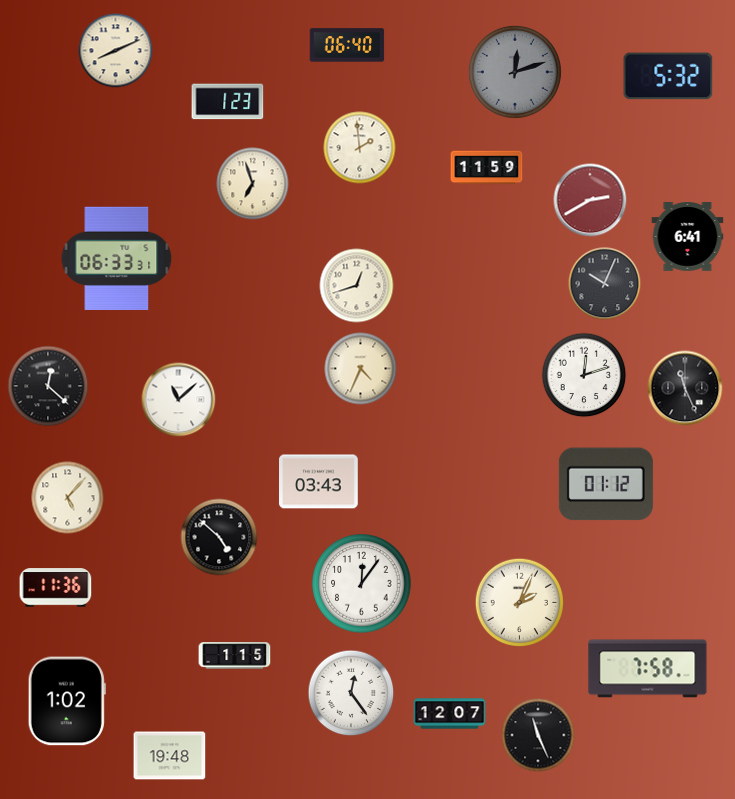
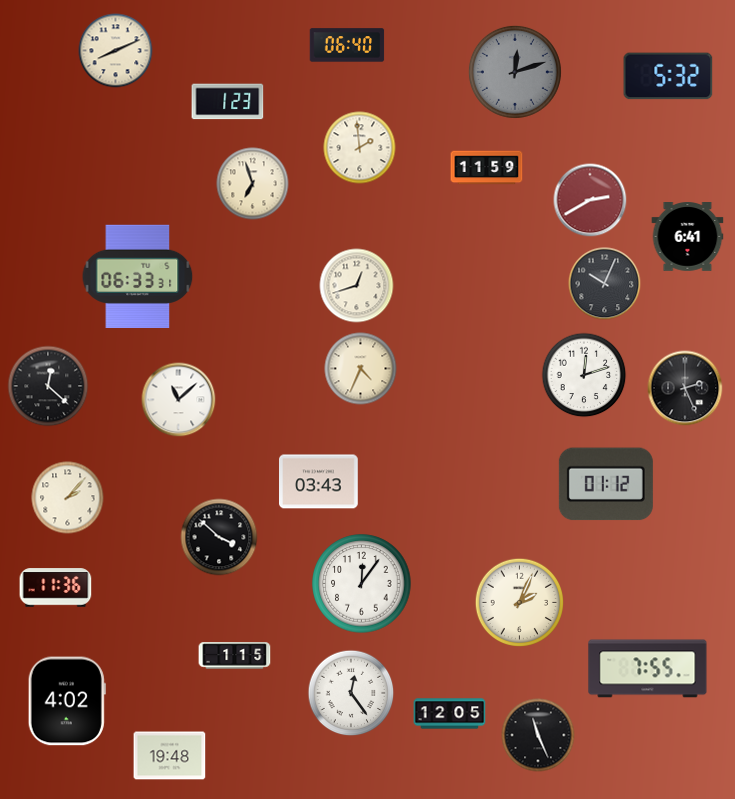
clock at (117, 258) position: (117, 258) -> (138, 276)
clock at (685, 388): 11:26 -> 2:26
clock at (68, 498): 5:07 -> 2:07
clock at (219, 537): 4:52 -> 3:52
clock at (648, 669): 7:58 -> 7:55
clock at (67, 701): 1:02 -> 4:02
clock at (450, 714): 12:07 -> 12:05
